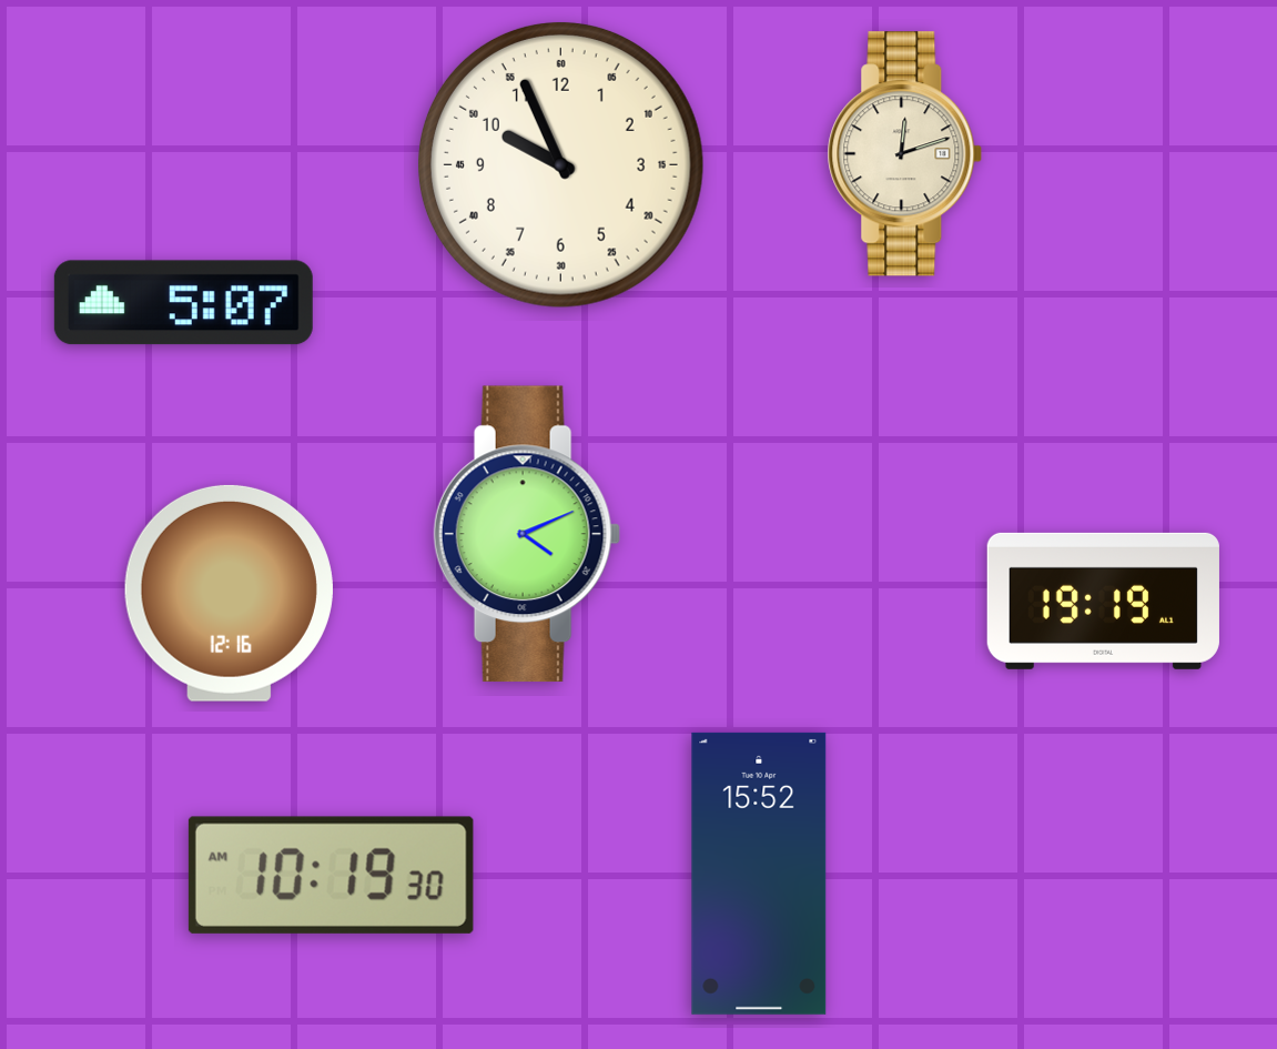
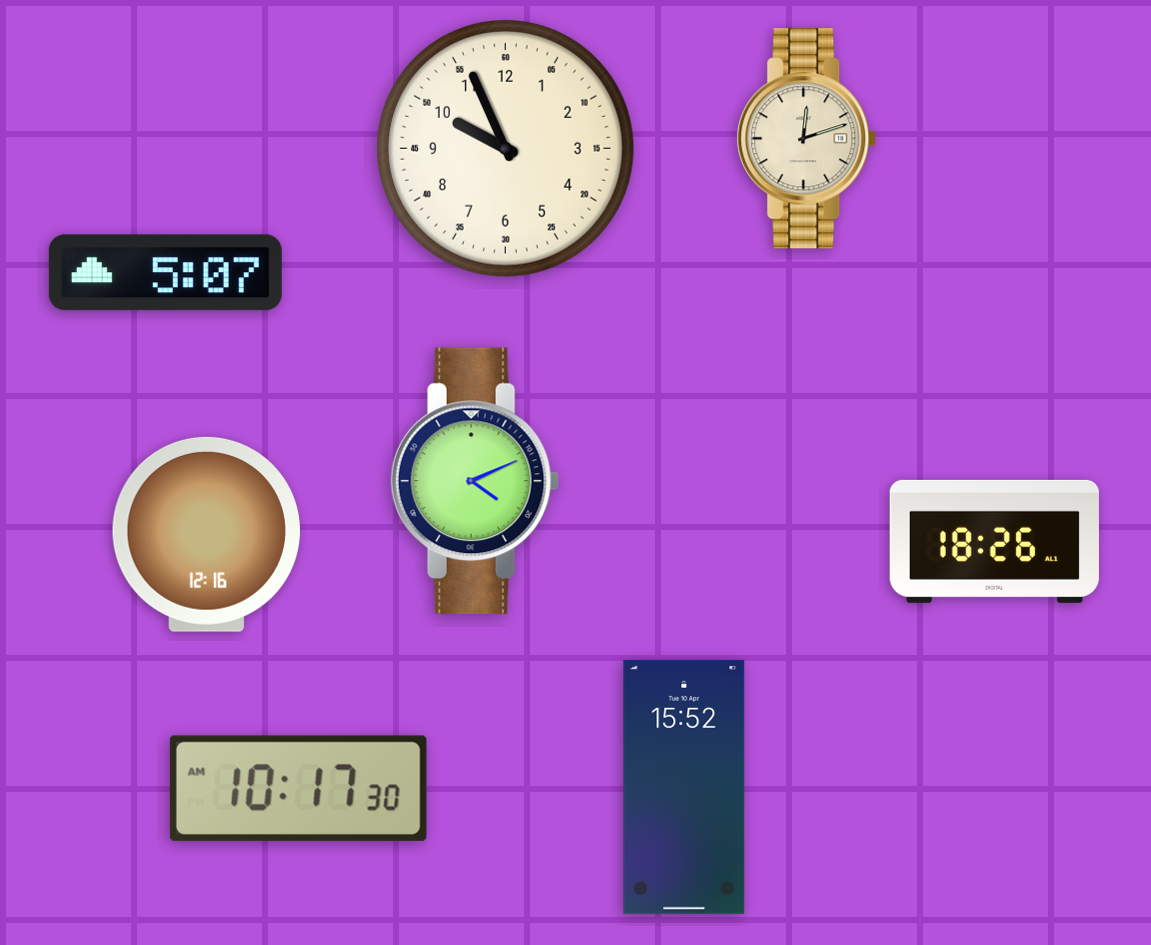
clock at (905, 154) position: (905, 154) -> (807, 139)
clock at (1103, 601): 19:19 -> 18:26
clock at (331, 875): 10:19 -> 10:17
